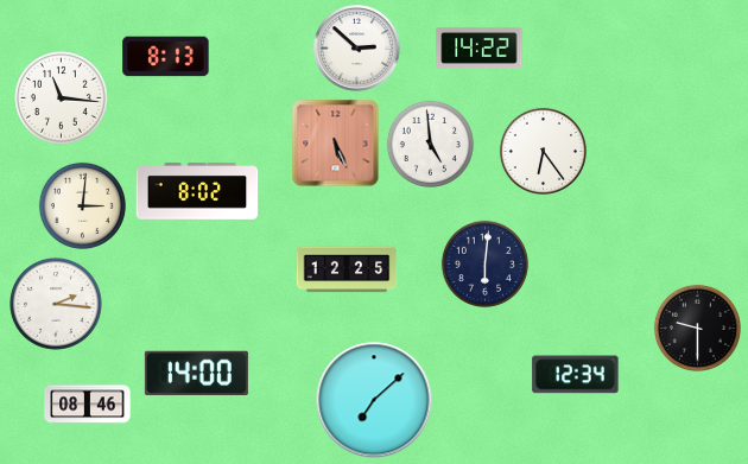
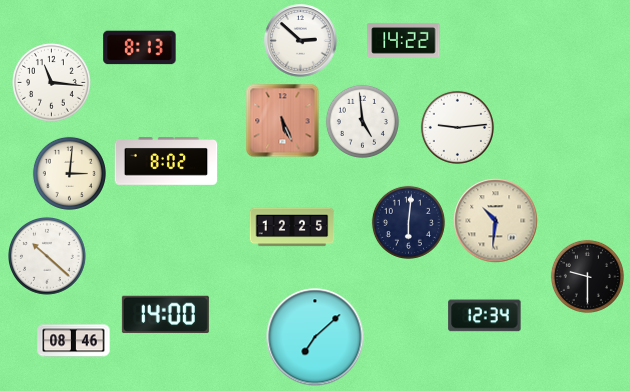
clock at (543, 151): 6:24 -> 9:14
clock at (496, 221): none -> 10:31
clock at (57, 305): 2:16 -> 10:22
